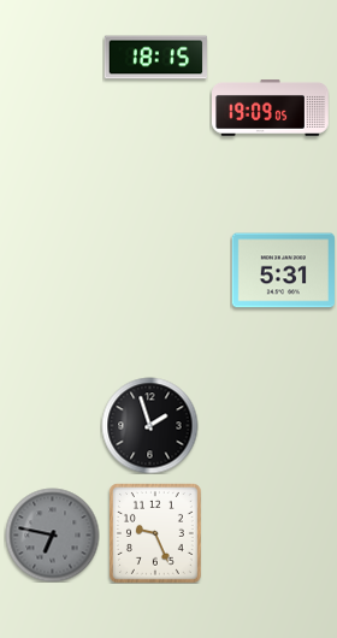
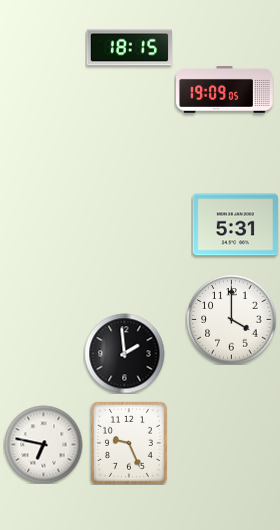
clock at (231, 319): none -> 4:00
clock at (149, 425): 1:57 -> 1:59
clock at (52, 534) dial: grey -> white
